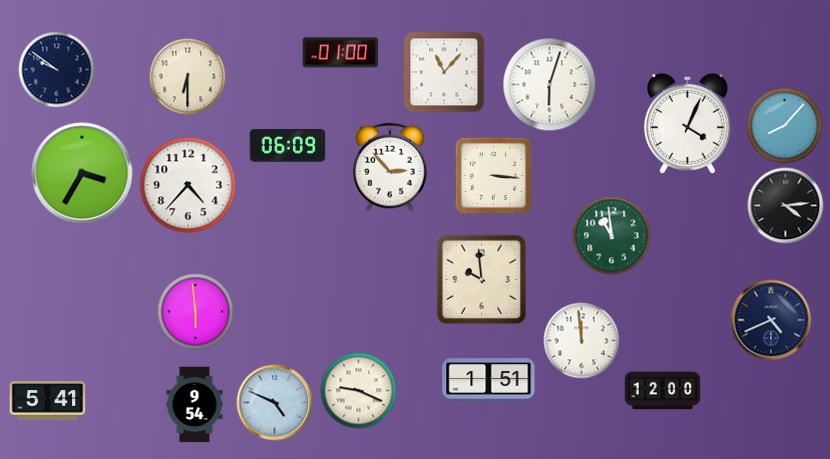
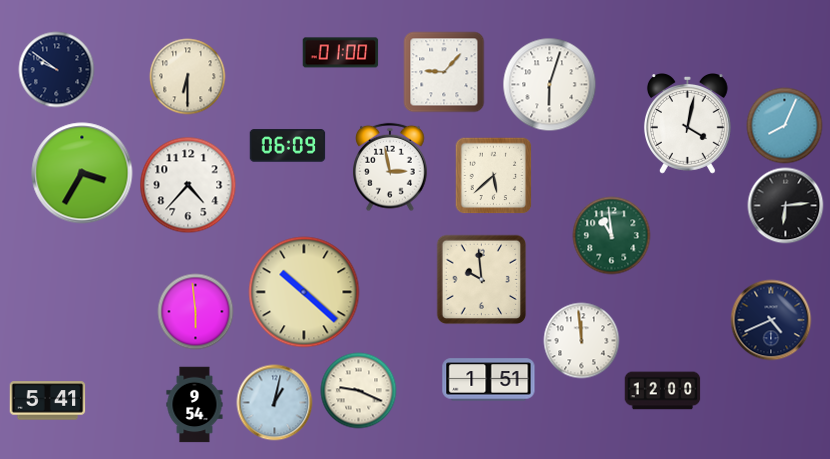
clock at (444, 72): 11:07 -> 9:07
clock at (687, 124): 4:04 -> 4:02
clock at (785, 126): 8:07 -> 8:04
clock at (390, 167): 2:53 -> 2:58
clock at (493, 175): 3:16 -> 5:38
clock at (786, 206): 4:14 -> 6:14
clock at (304, 292): none -> 10:22
clock at (275, 403): 4:49 -> 1:02
